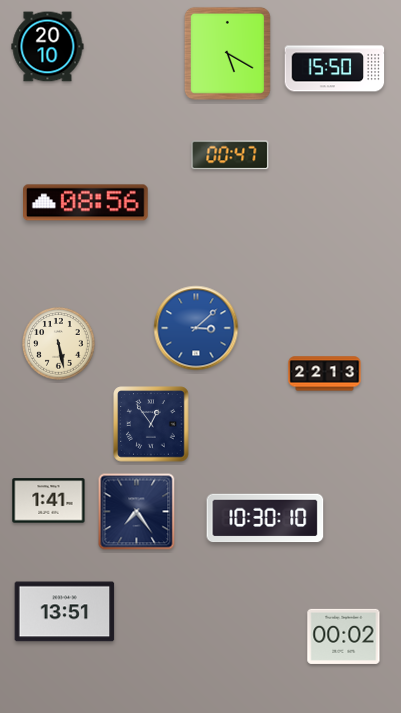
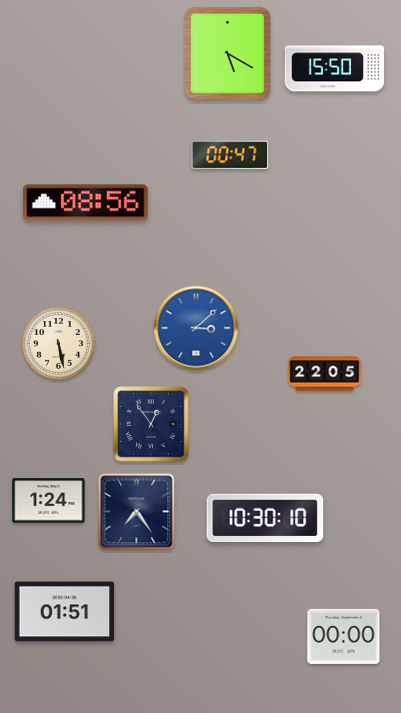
clock at (48, 47): 20:10 -> none
clock at (325, 374): 22:13 -> 22:05
clock at (49, 501): 1:41 -> 1:24
clock at (65, 612): 13:51 -> 01:51
clock at (344, 636): 00:02 -> 00:00
